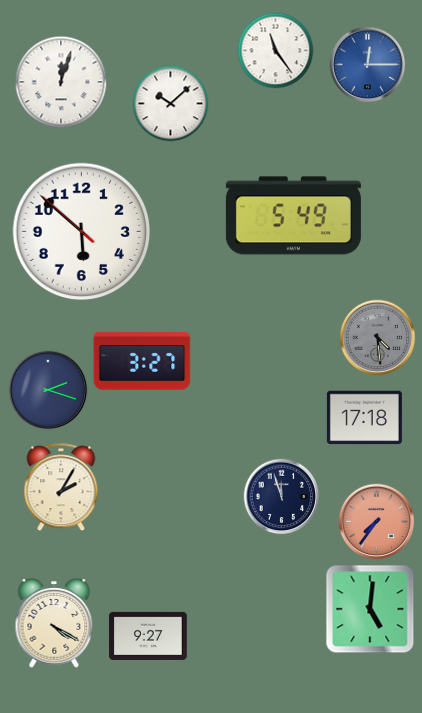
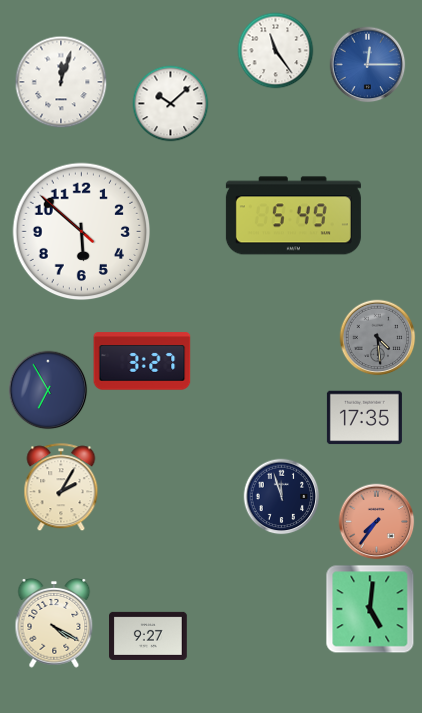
clock at (48, 390): 2:18 -> 6:55
clock at (364, 418): 17:18 -> 17:35
